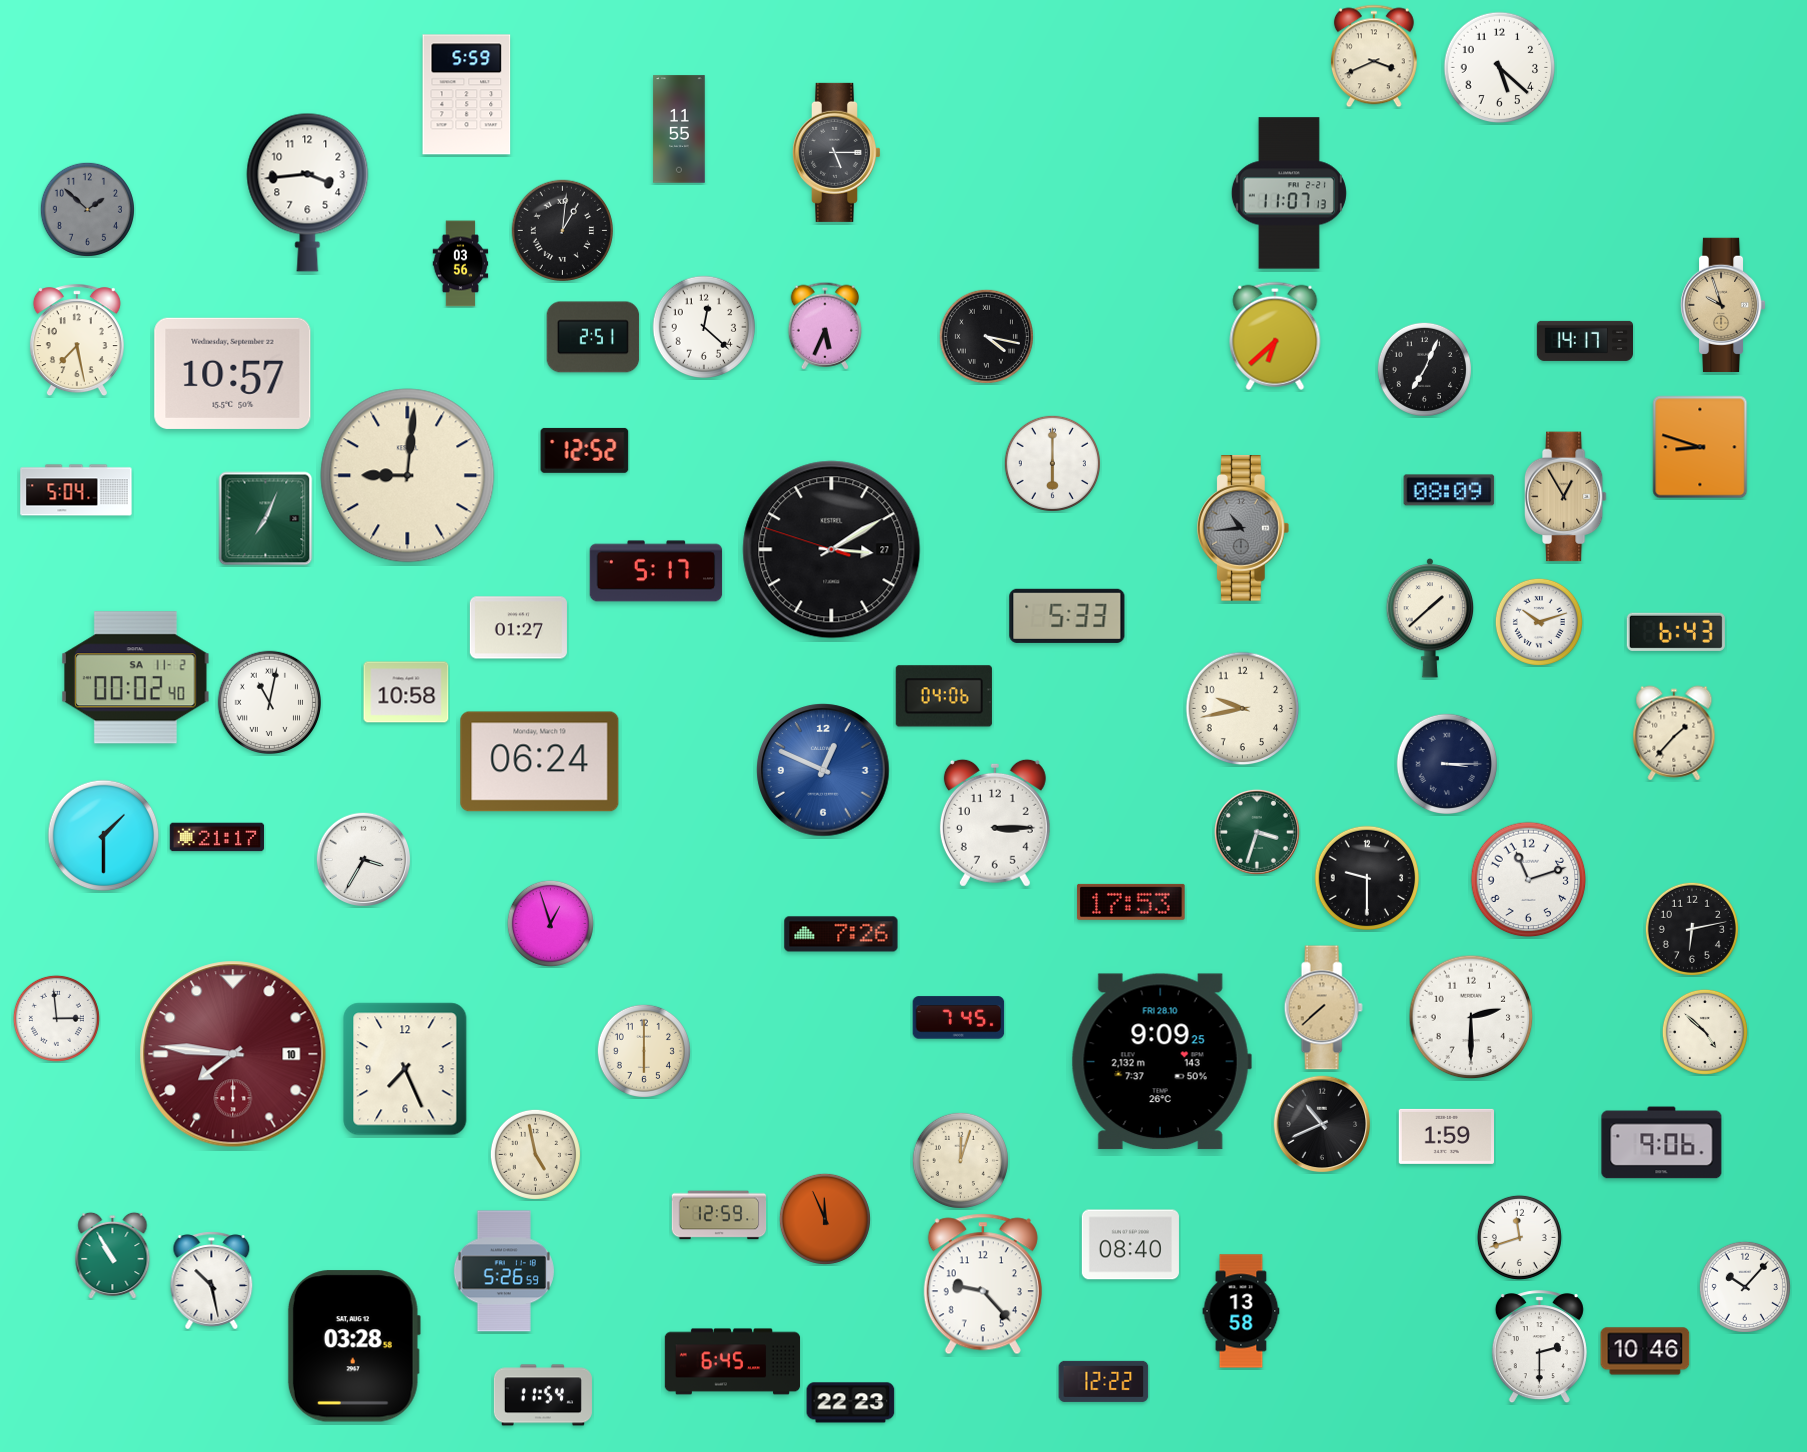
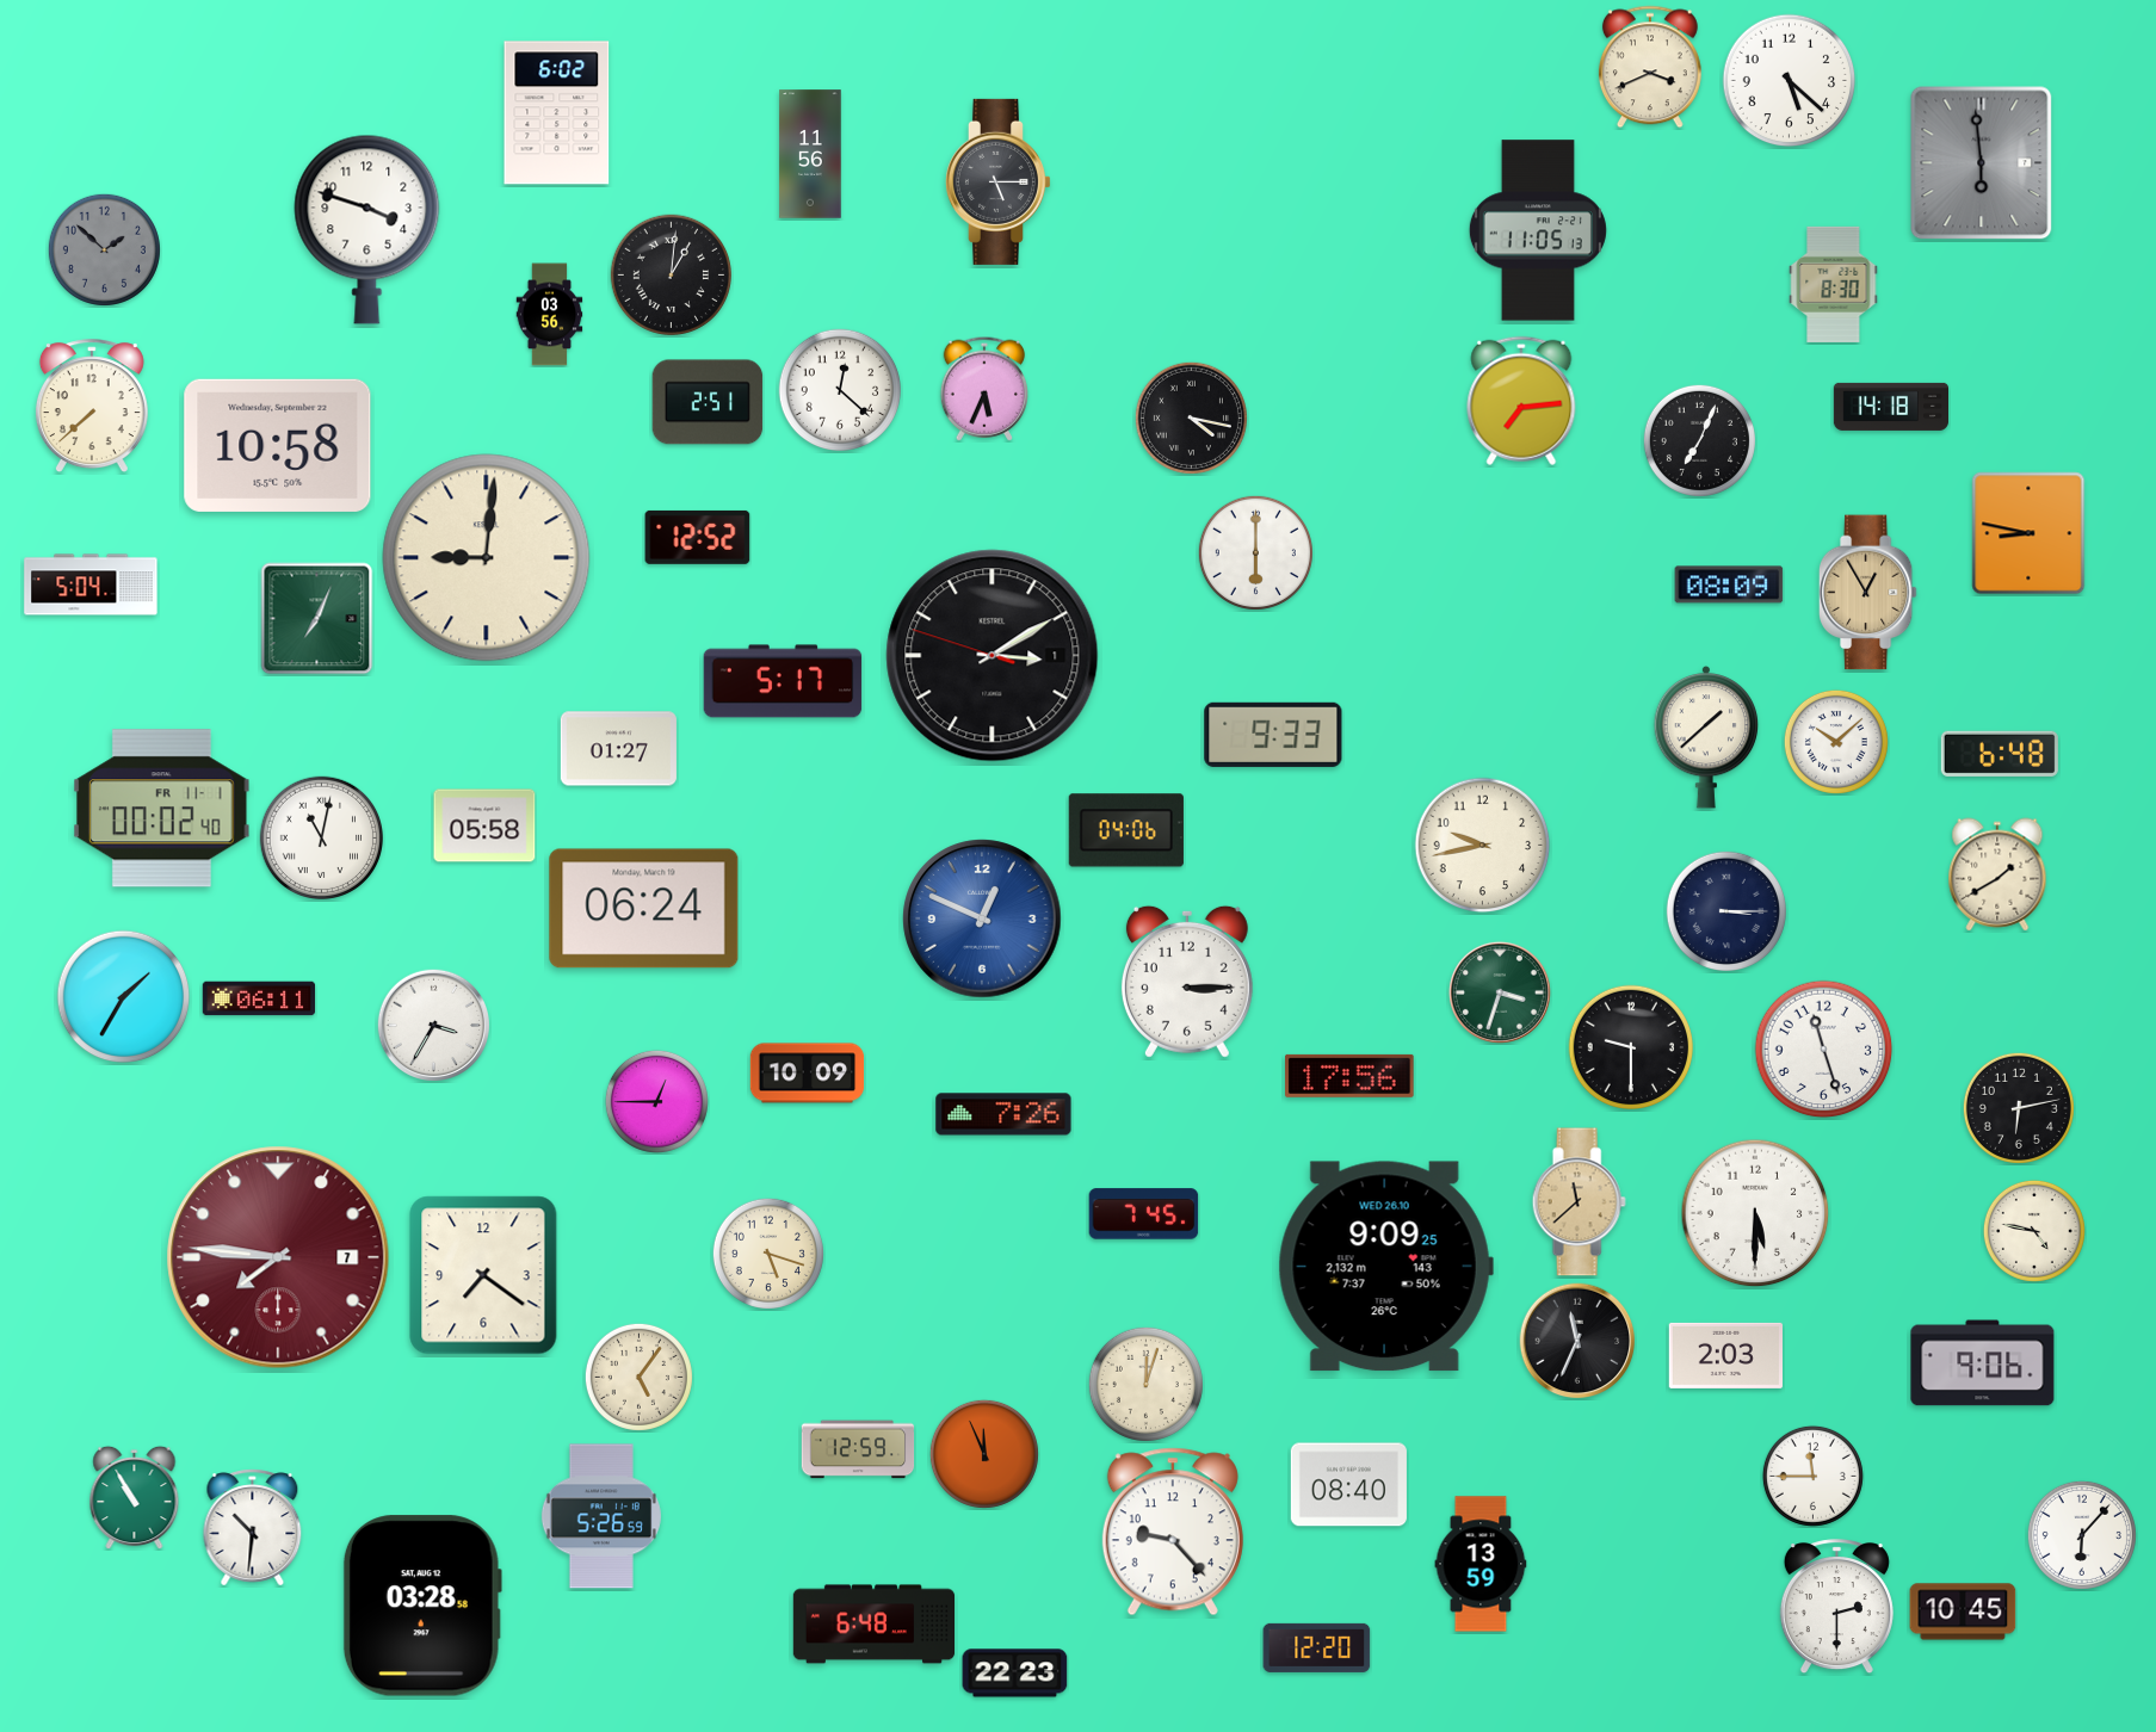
clock at (1374, 56) position: (1374, 56) -> (1650, 67)
clock at (467, 95): 5:59 -> 6:02
clock at (679, 129): 11:55 -> 11:56
clock at (1982, 163): none -> 5:59
clock at (308, 192): 3:44 -> 3:48
clock at (1289, 193): 11:07 -> 11:05
clock at (1834, 284): none -> 8:30
clock at (1723, 304): 9:57 -> none
clock at (986, 336) position: (986, 336) -> (1191, 417)
clock at (1275, 336): 6:38 -> 7:14
clock at (77, 341): 7:28 -> 7:38
clock at (1584, 341): 14:17 -> 14:18
clock at (233, 373): 10:57 -> 10:58
clock at (1700, 447): 8:48 -> 8:47
clock at (408, 476) position: (408, 476) -> (487, 558)
clock at (1243, 528): 10:44 -> none
clock at (832, 550) date: 27 -> 1
clock at (1067, 616): 5:33 -> 9:33
clock at (1539, 622): 10:12 -> 10:08
clock at (1676, 632): 6:43 -> 6:48
clock at (136, 678) date: SA 11-2 -> FR 11-1
clock at (406, 692): 10:58 -> 05:58
clock at (1674, 733): 1:37 -> 1:40
clock at (104, 836): 1:30 -> 1:35
clock at (217, 837): 21:17 -> 06:11
clock at (1529, 880): 11:12 -> 11:27
clock at (808, 1074): none -> 10:09
clock at (1131, 902): 17:53 -> 17:56
clock at (550, 923): 12:57 -> 12:45
clock at (1323, 1008): 7:38 -> 11:38
clock at (1471, 1017): 2:30 -> 5:30
clock at (56, 1018): 2:59 -> none
clock at (1705, 1032): 4:52 -> 4:47
clock at (644, 1051): 6:00 -> 5:18
clock at (233, 1054) date: 10 -> 7
clock at (1161, 1062) date: FRI 28.10 -> WED 26.10
clock at (405, 1069): 7:26 -> 7:21
clock at (1322, 1124): 10:41 -> 11:34
clock at (1446, 1136): 1:59 -> 2:03
clock at (535, 1154): 4:58 -> 5:06
clock at (1519, 1237): 11:42 -> 11:45
clock at (212, 1281): 10:28 -> 10:31
clock at (1745, 1287): 10:07 -> 6:07
clock at (1241, 1311): 13:58 -> 13:59
clock at (1645, 1351): 10:46 -> 10:45
clock at (733, 1362): 6:45 -> 6:48
clock at (1104, 1381): 12:22 -> 12:20
clock at (543, 1395): 11:54 -> none
